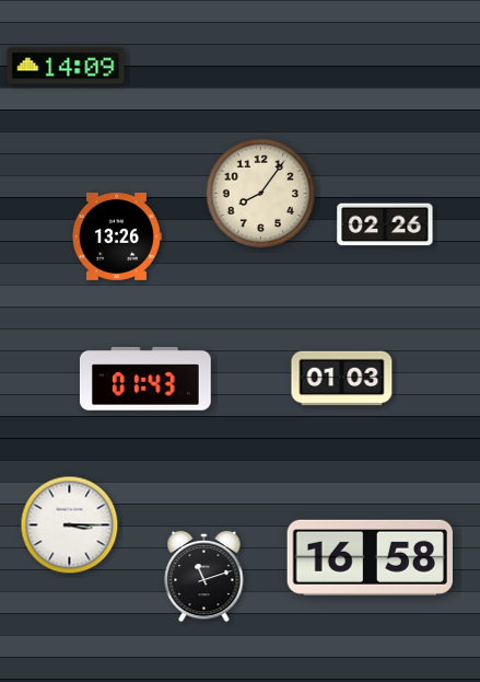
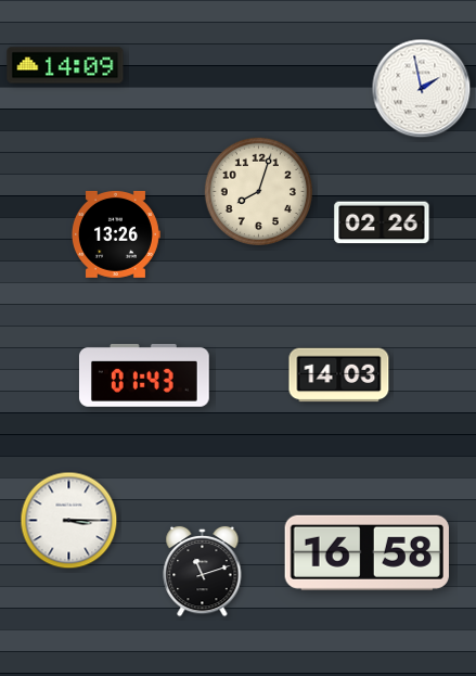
clock at (422, 89): none -> 1:58
clock at (260, 193): 8:06 -> 8:03
clock at (342, 379): 01:03 -> 14:03
